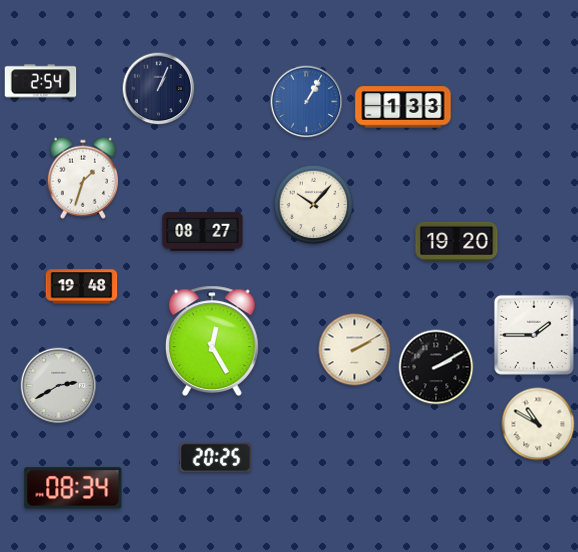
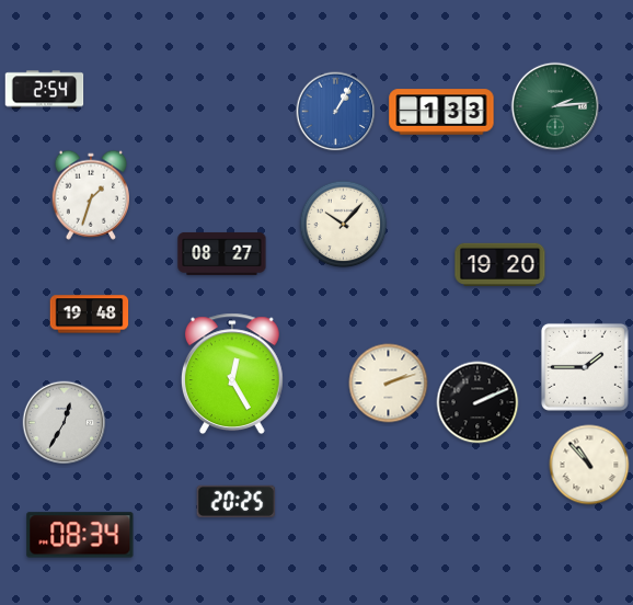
clock at (159, 89): 1:04 -> none
clock at (555, 106): none -> 2:14
clock at (403, 107) position: (403, 107) -> (441, 112)
clock at (355, 350): 2:10 -> 2:12
clock at (436, 367): 2:10 -> 2:11
clock at (59, 386): 2:40 -> 12:35
clock at (538, 424): 10:50 -> 10:53
